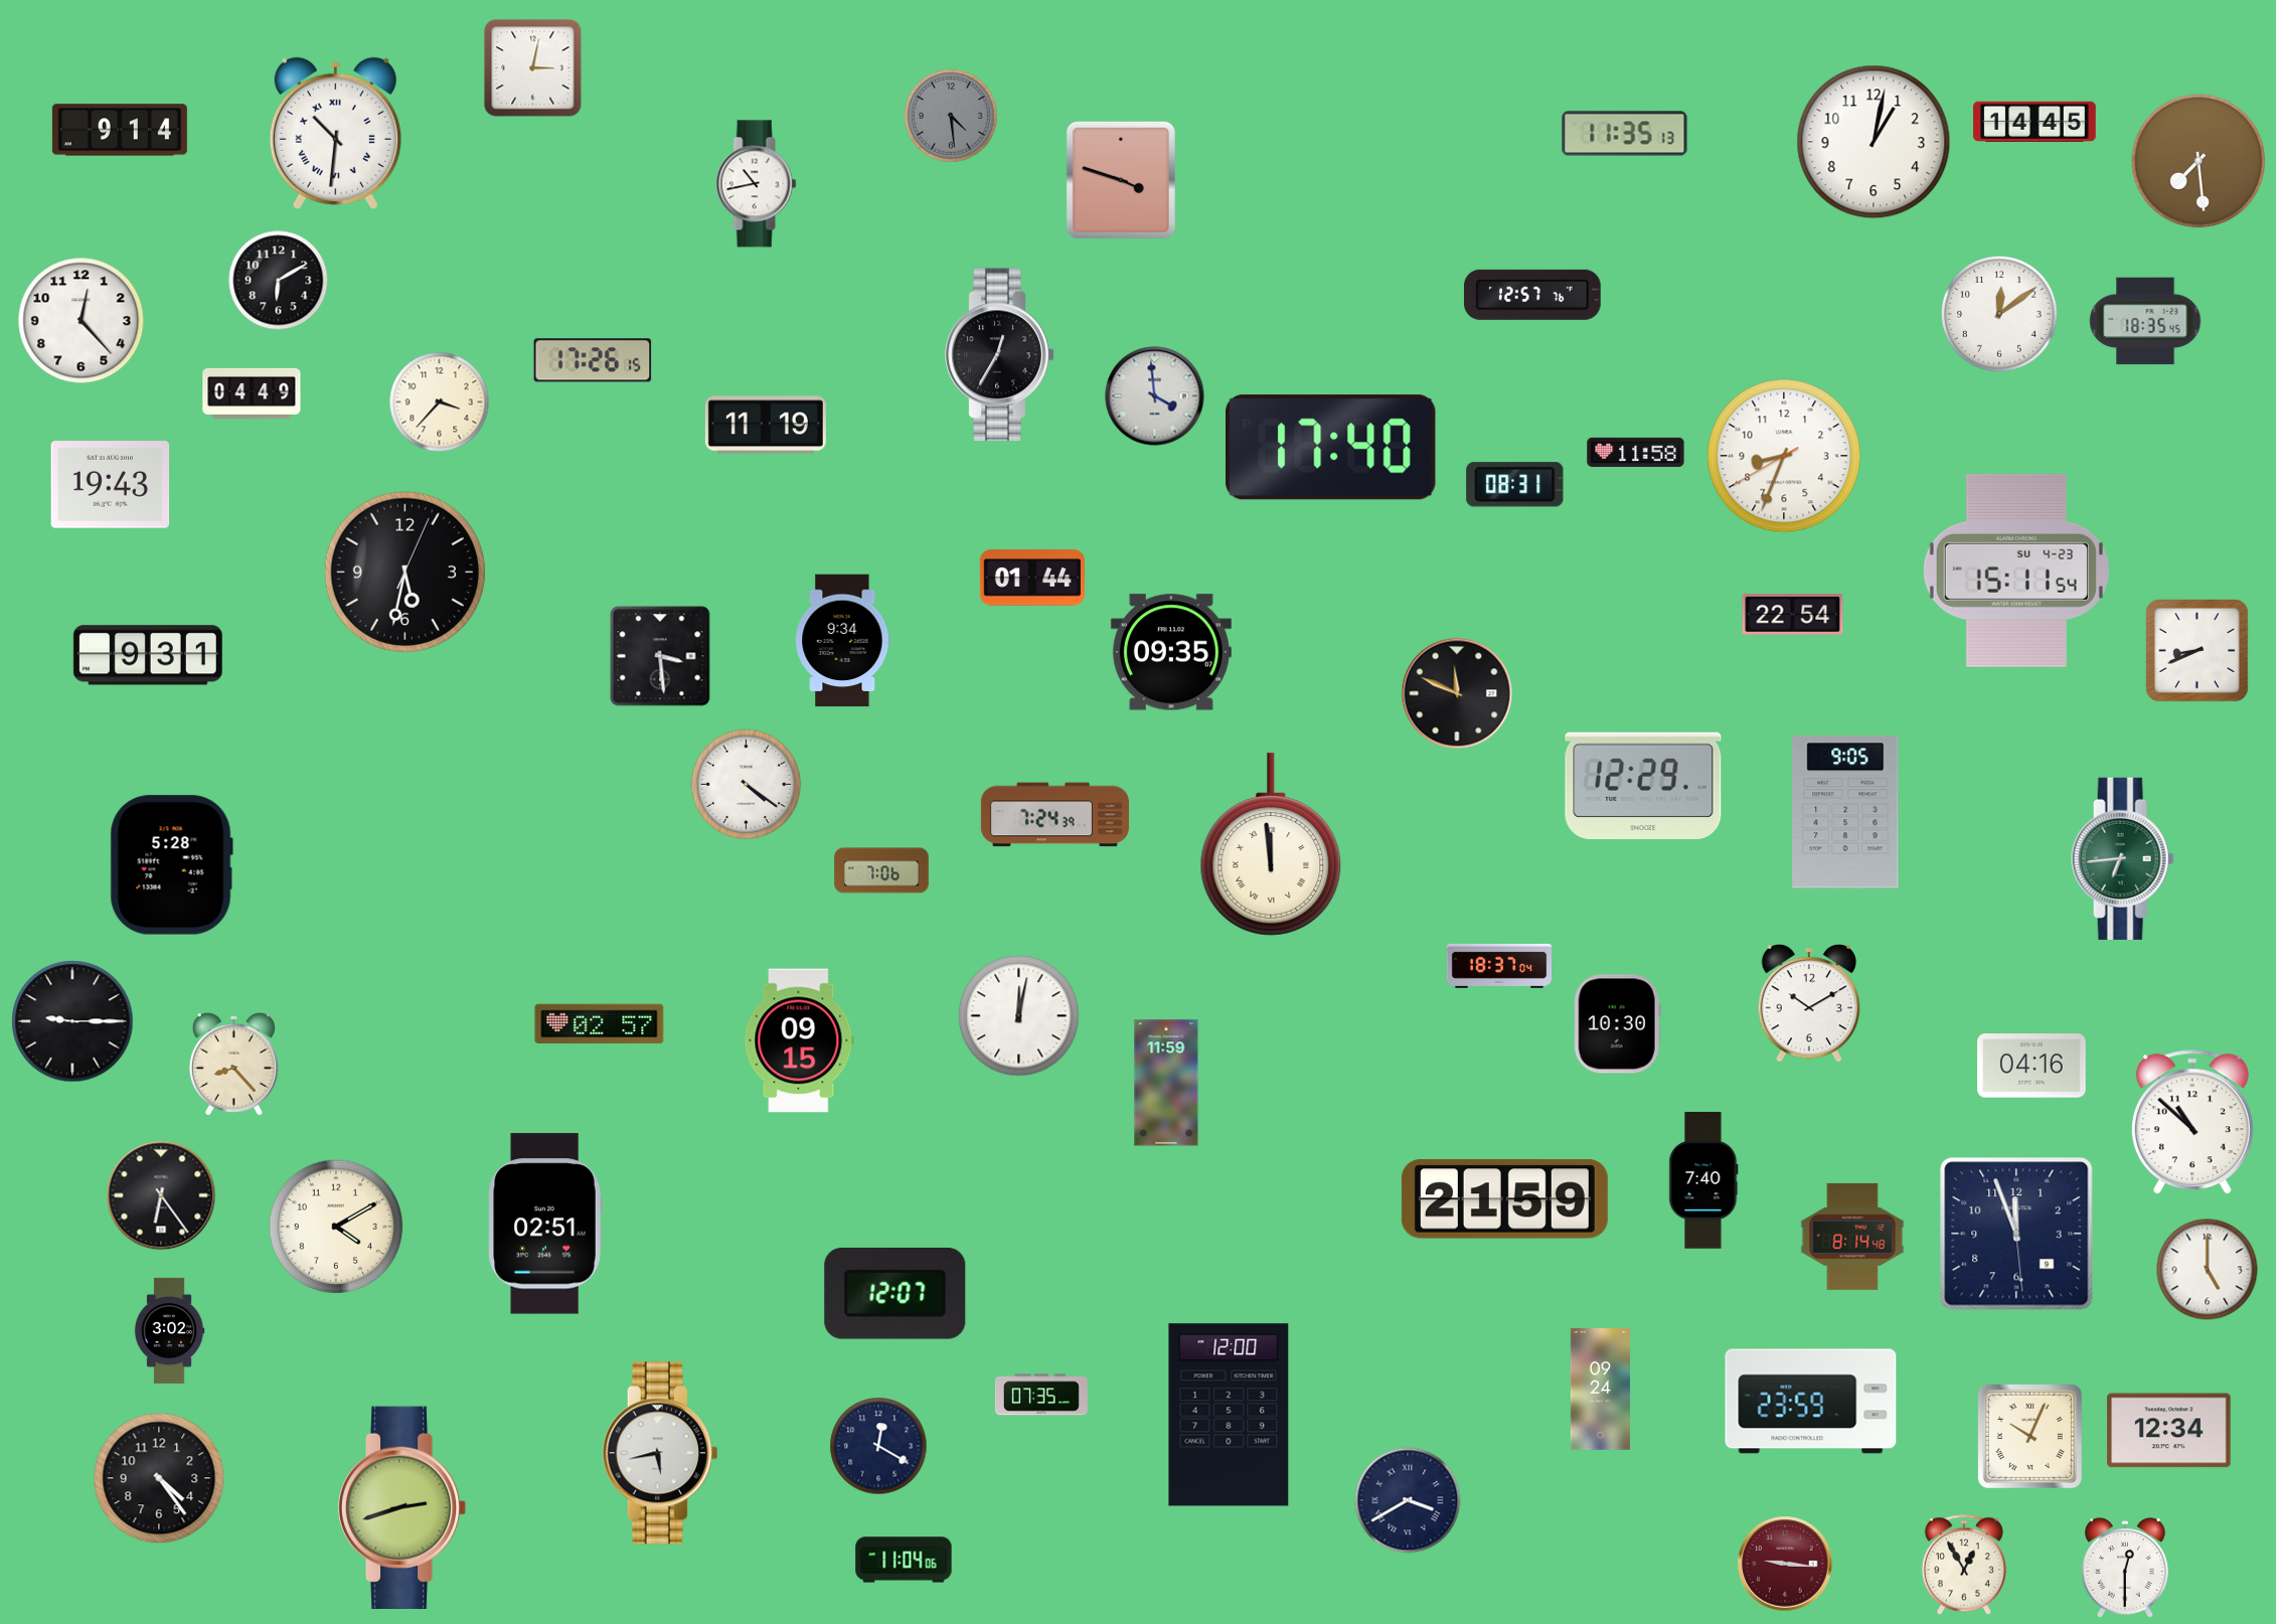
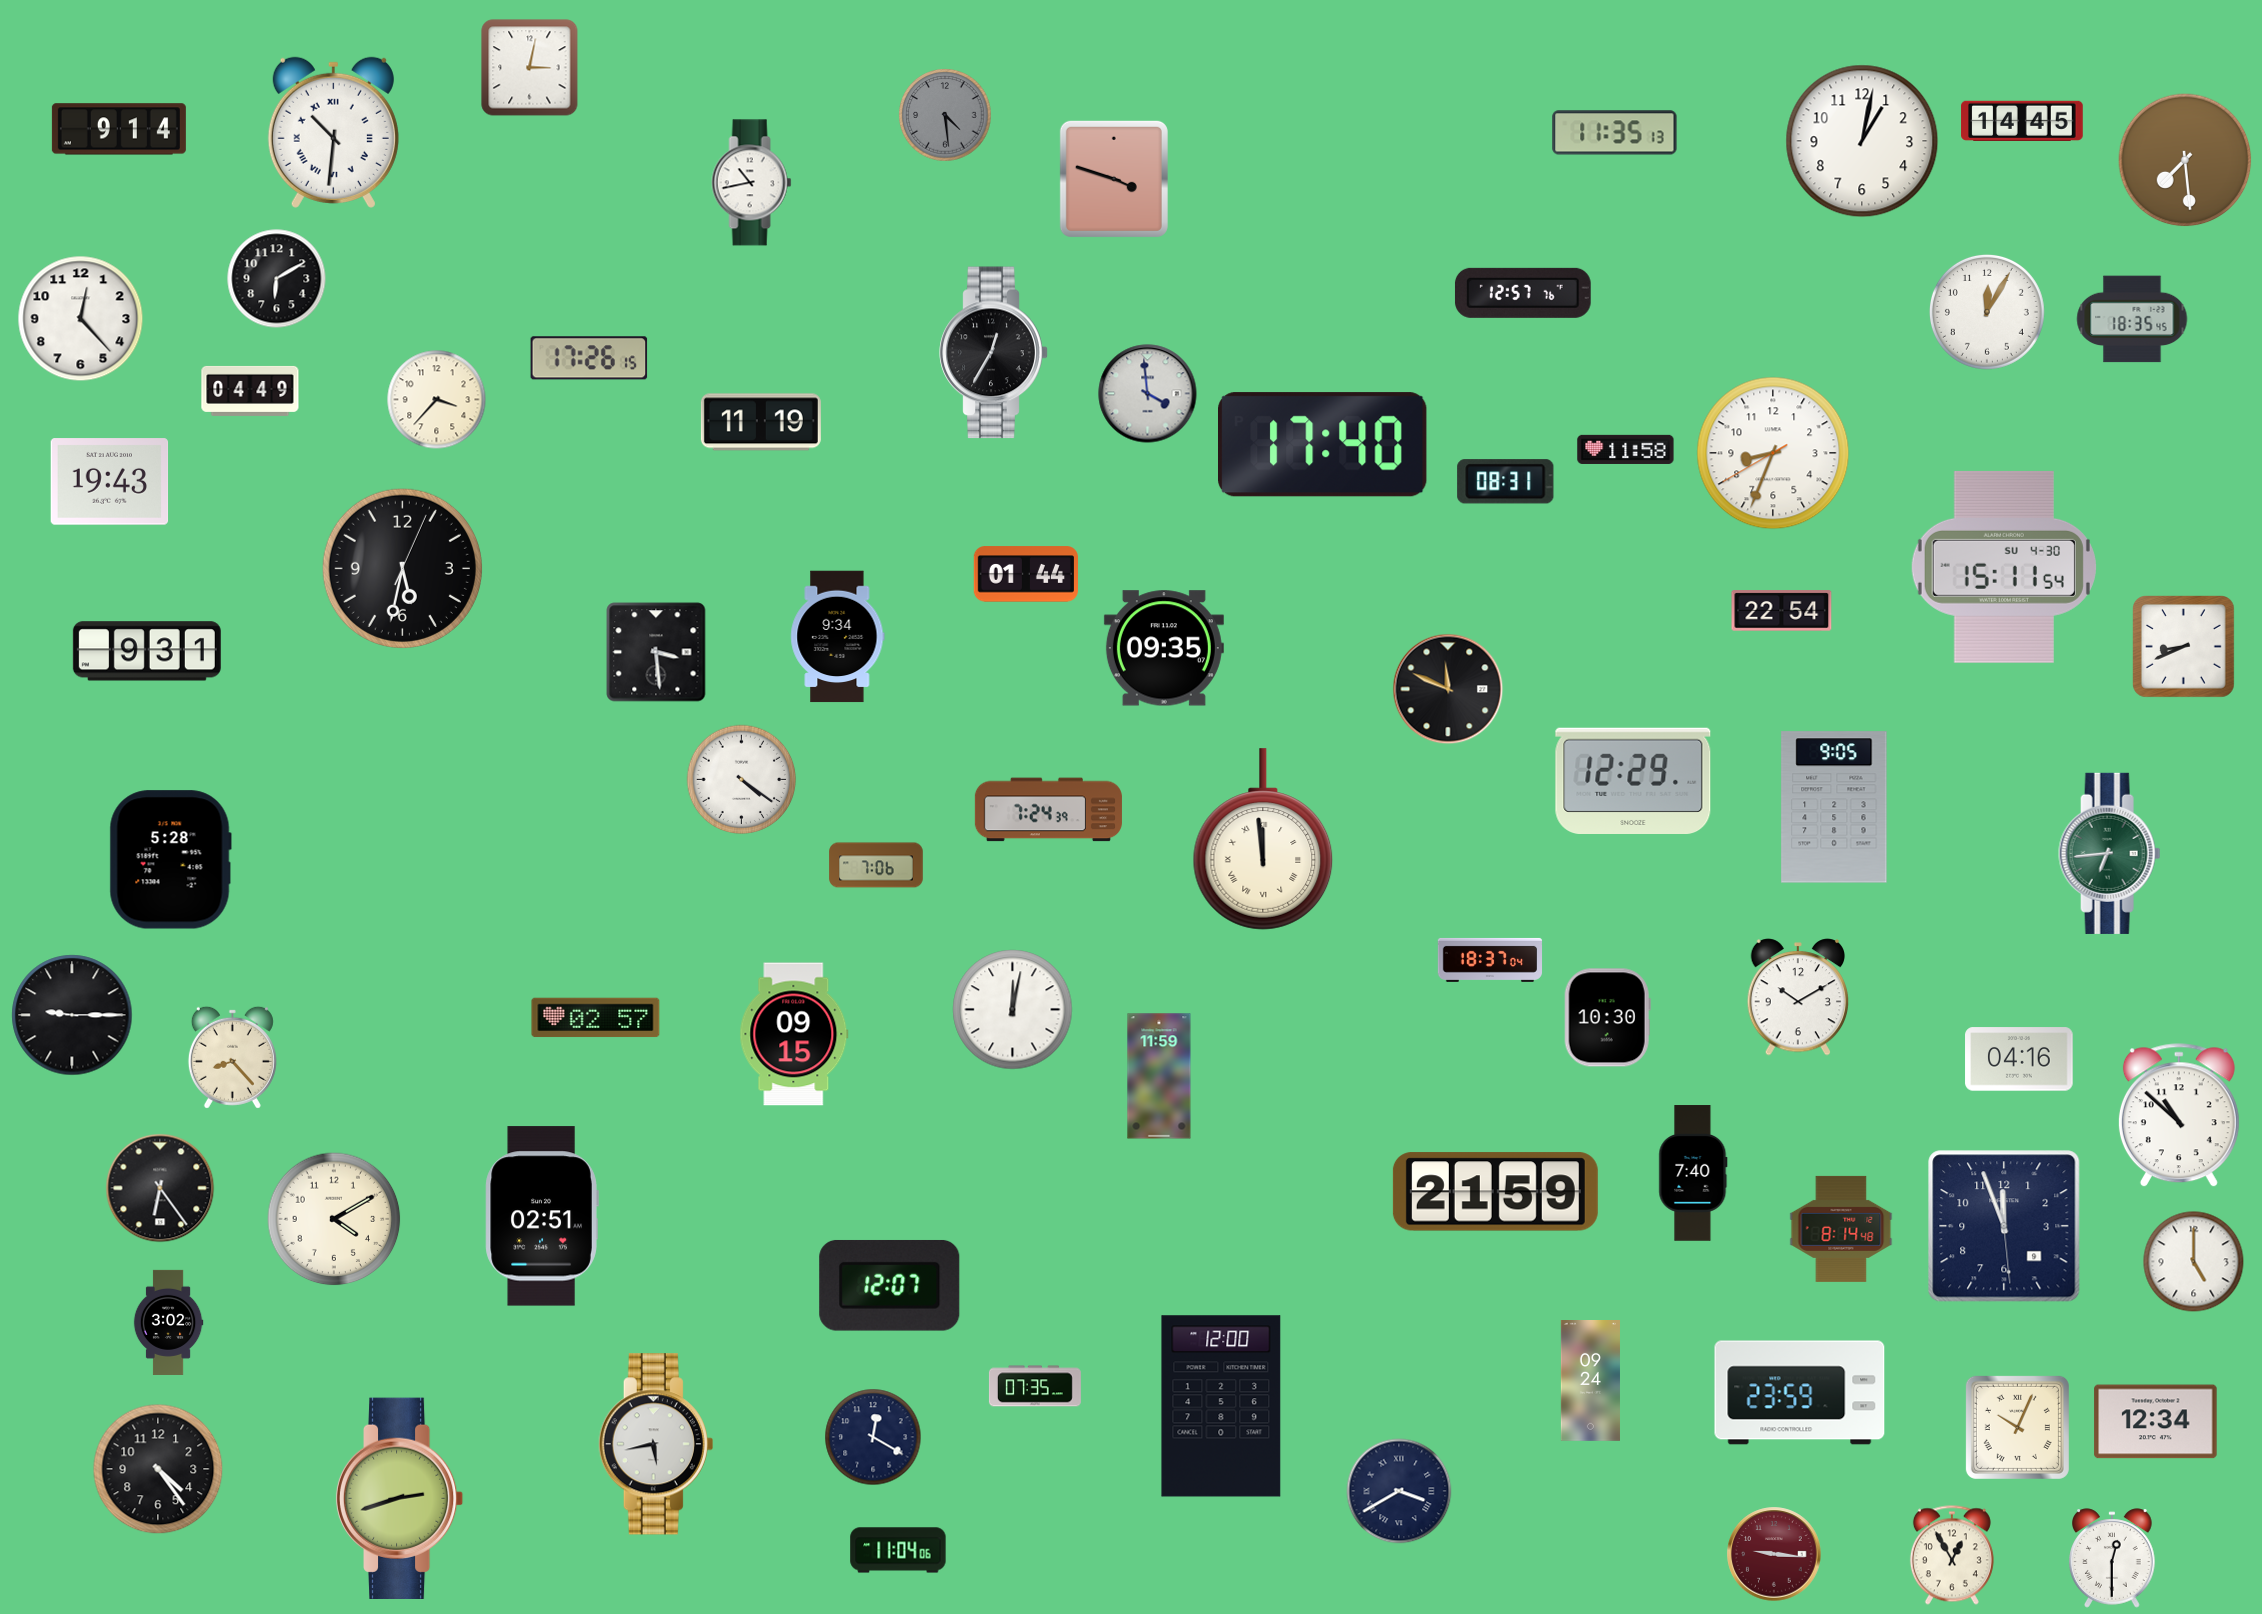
clock at (1999, 314): 12:09 -> 12:05
clock at (2016, 571) date: SU 4-23 -> SU 4-30
